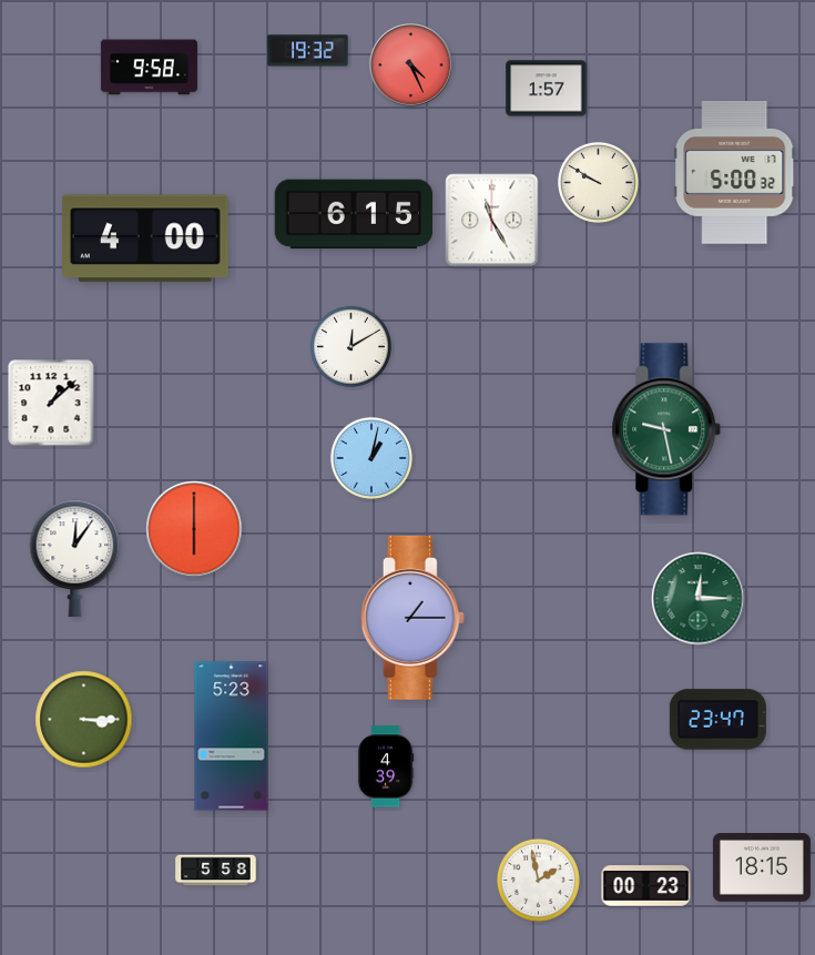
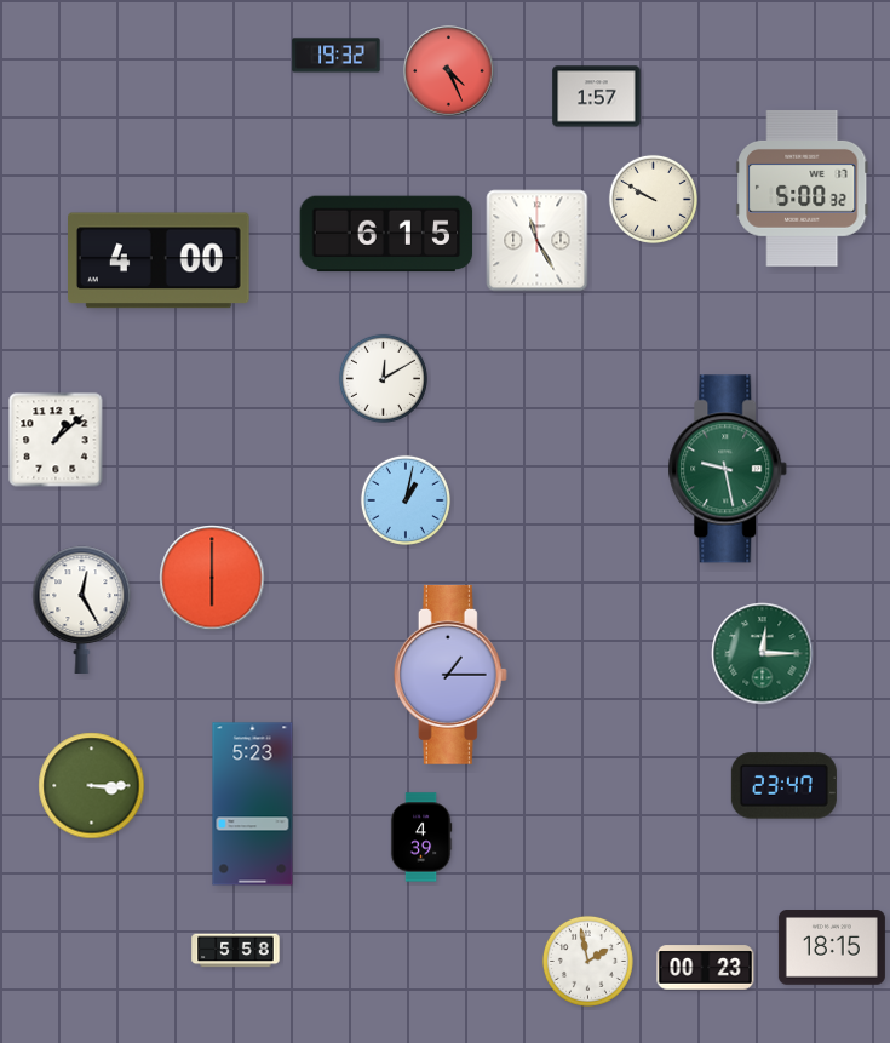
clock at (149, 68): 9:58 -> none
clock at (75, 558): 12:06 -> 12:25
